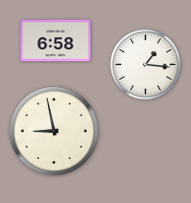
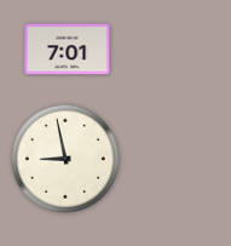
clock at (56, 41): 6:58 -> 7:01
clock at (146, 65): 1:16 -> none
